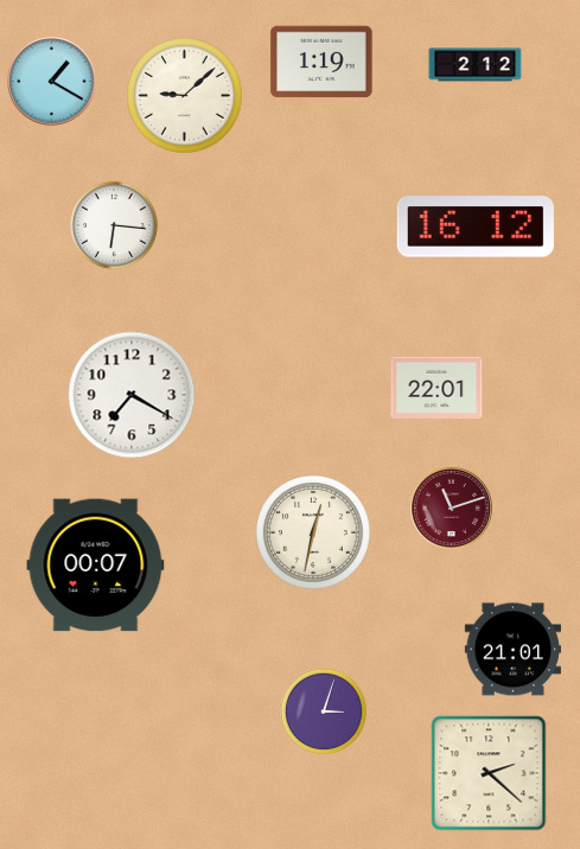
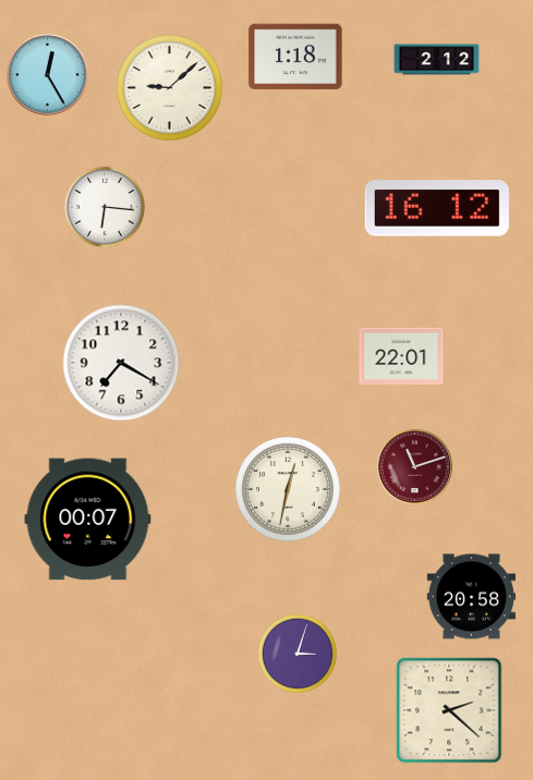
clock at (321, 62): 1:19 -> 1:18
clock at (52, 82): 1:20 -> 12:25
clock at (512, 650): 21:01 -> 20:58
